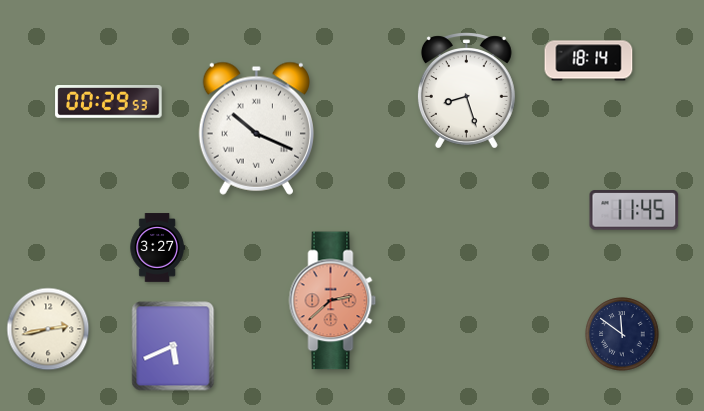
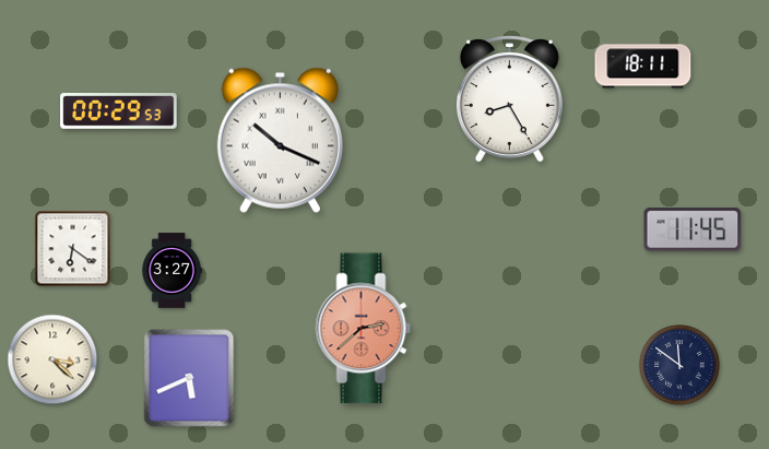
clock at (589, 61): 18:14 -> 18:11
clock at (466, 91): 8:27 -> 8:25
clock at (73, 249): none -> 6:21
clock at (48, 329): 2:43 -> 3:22
